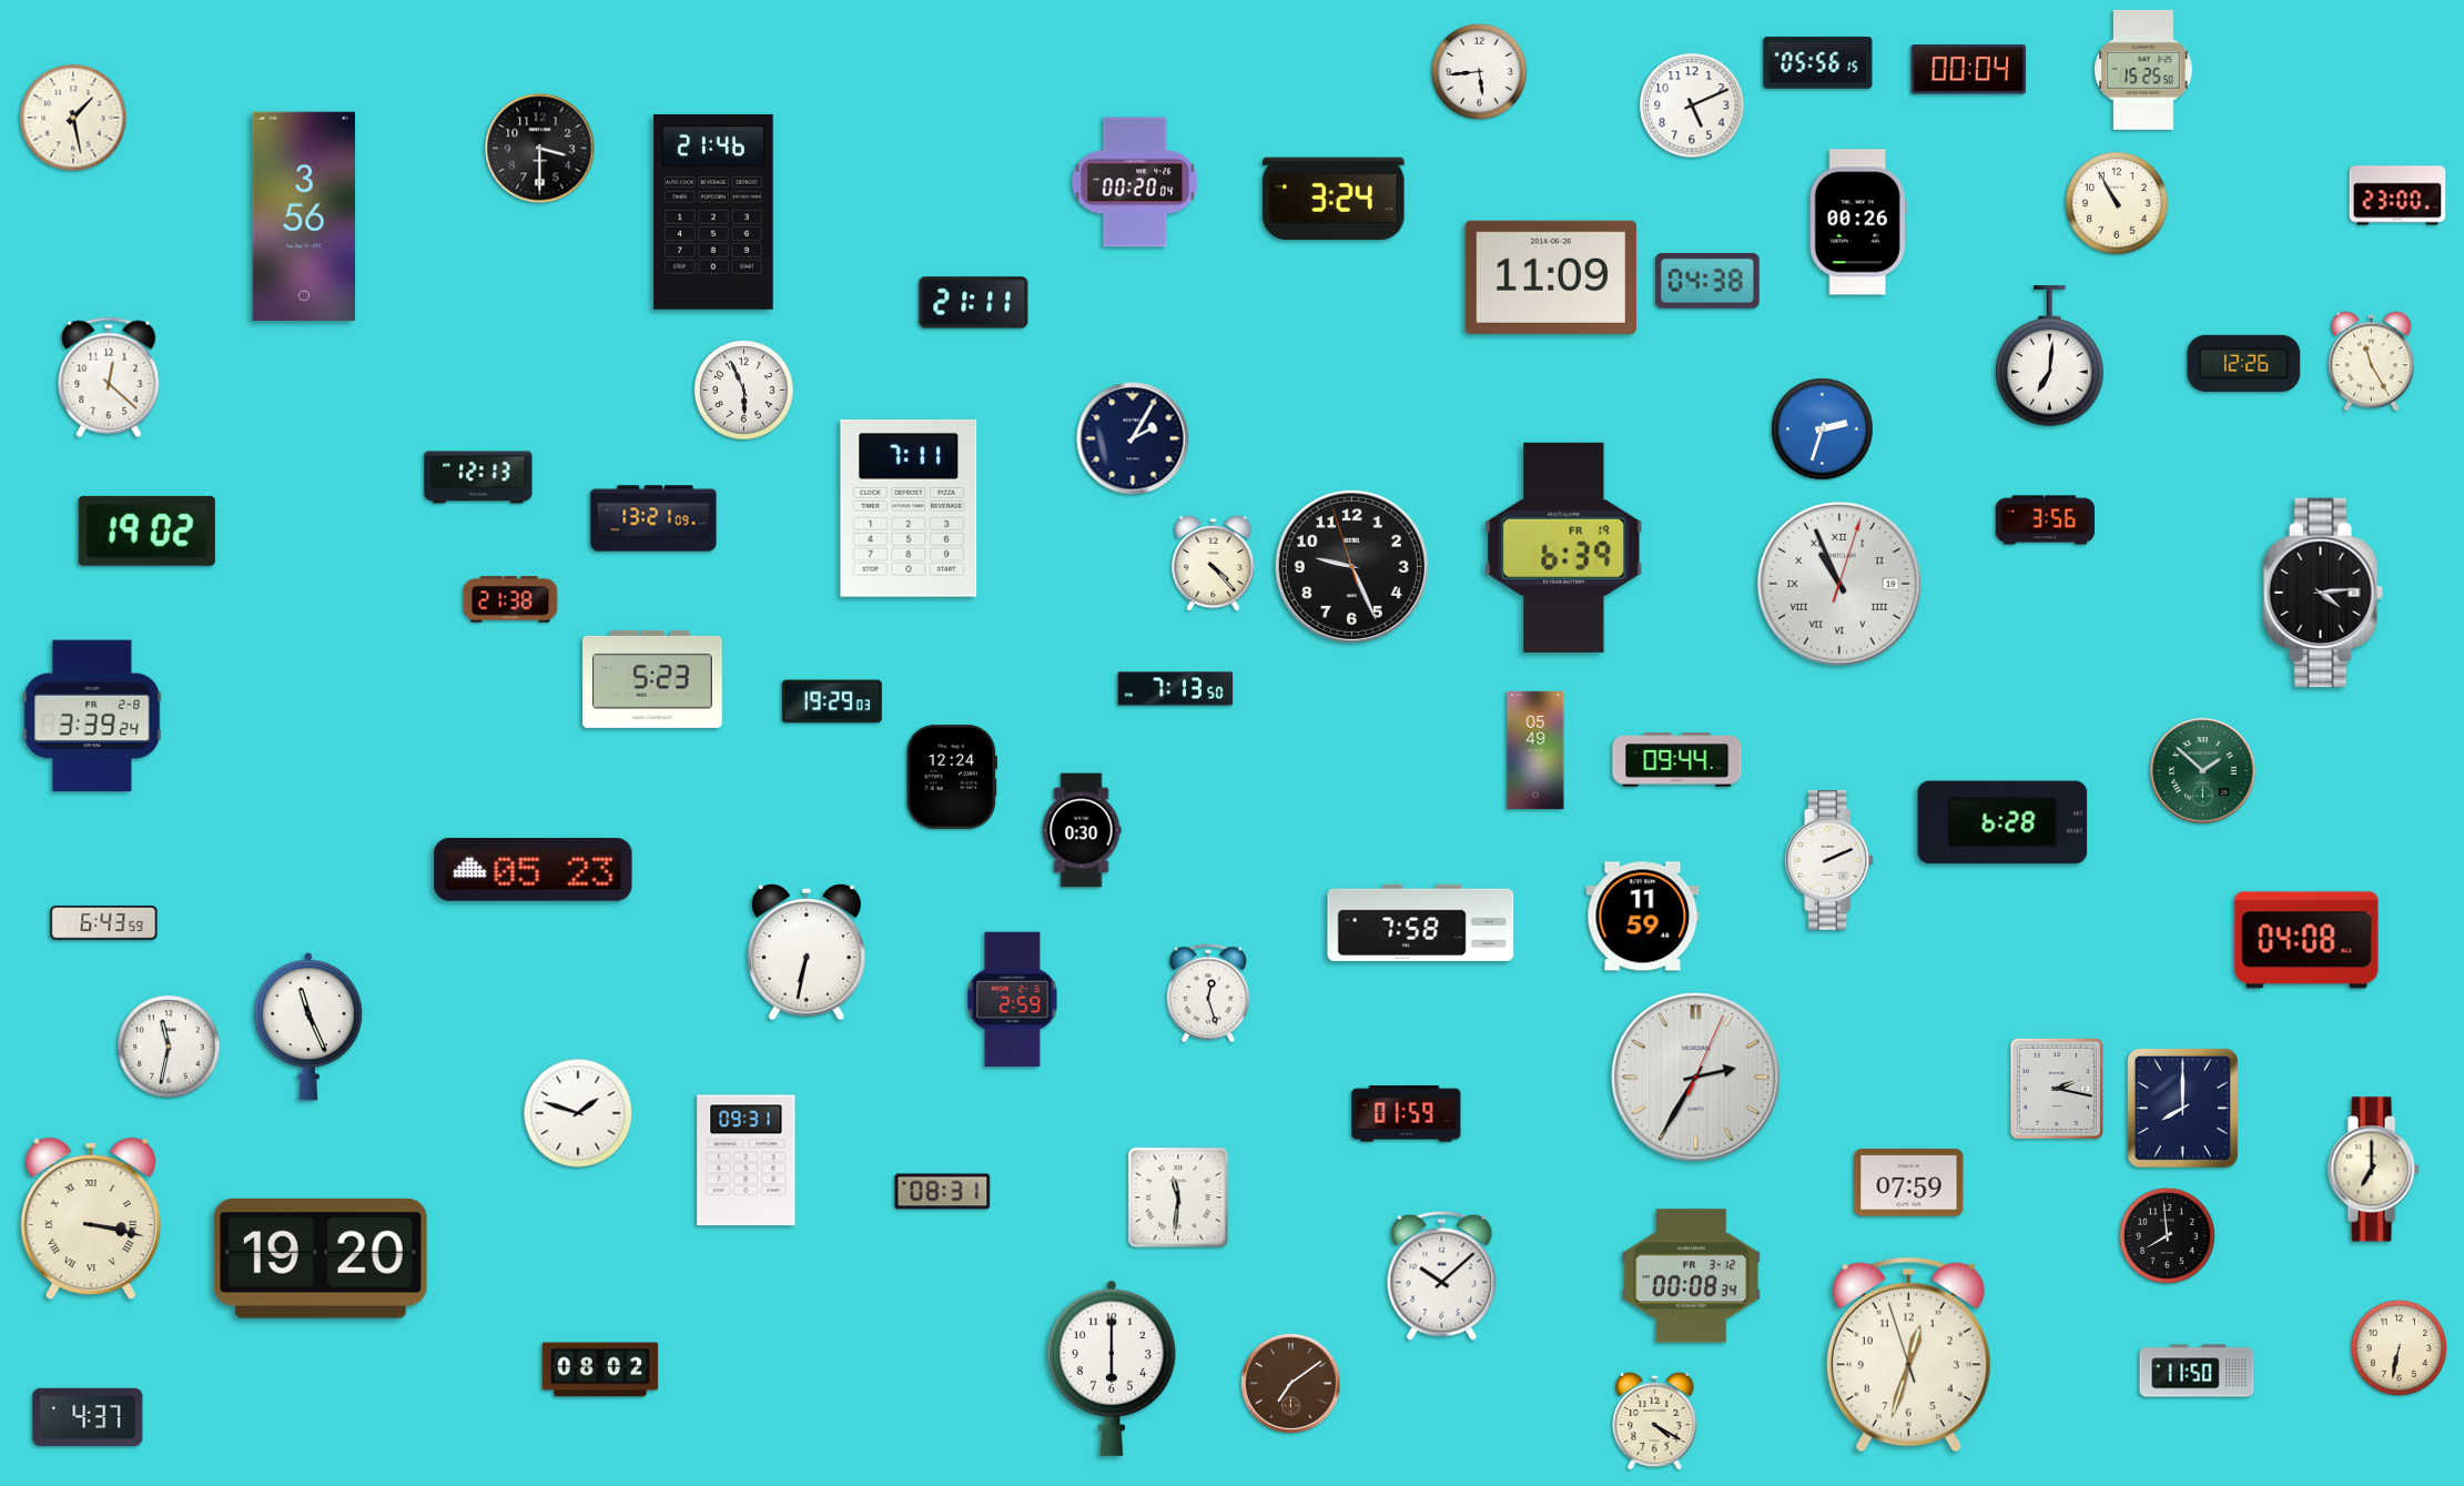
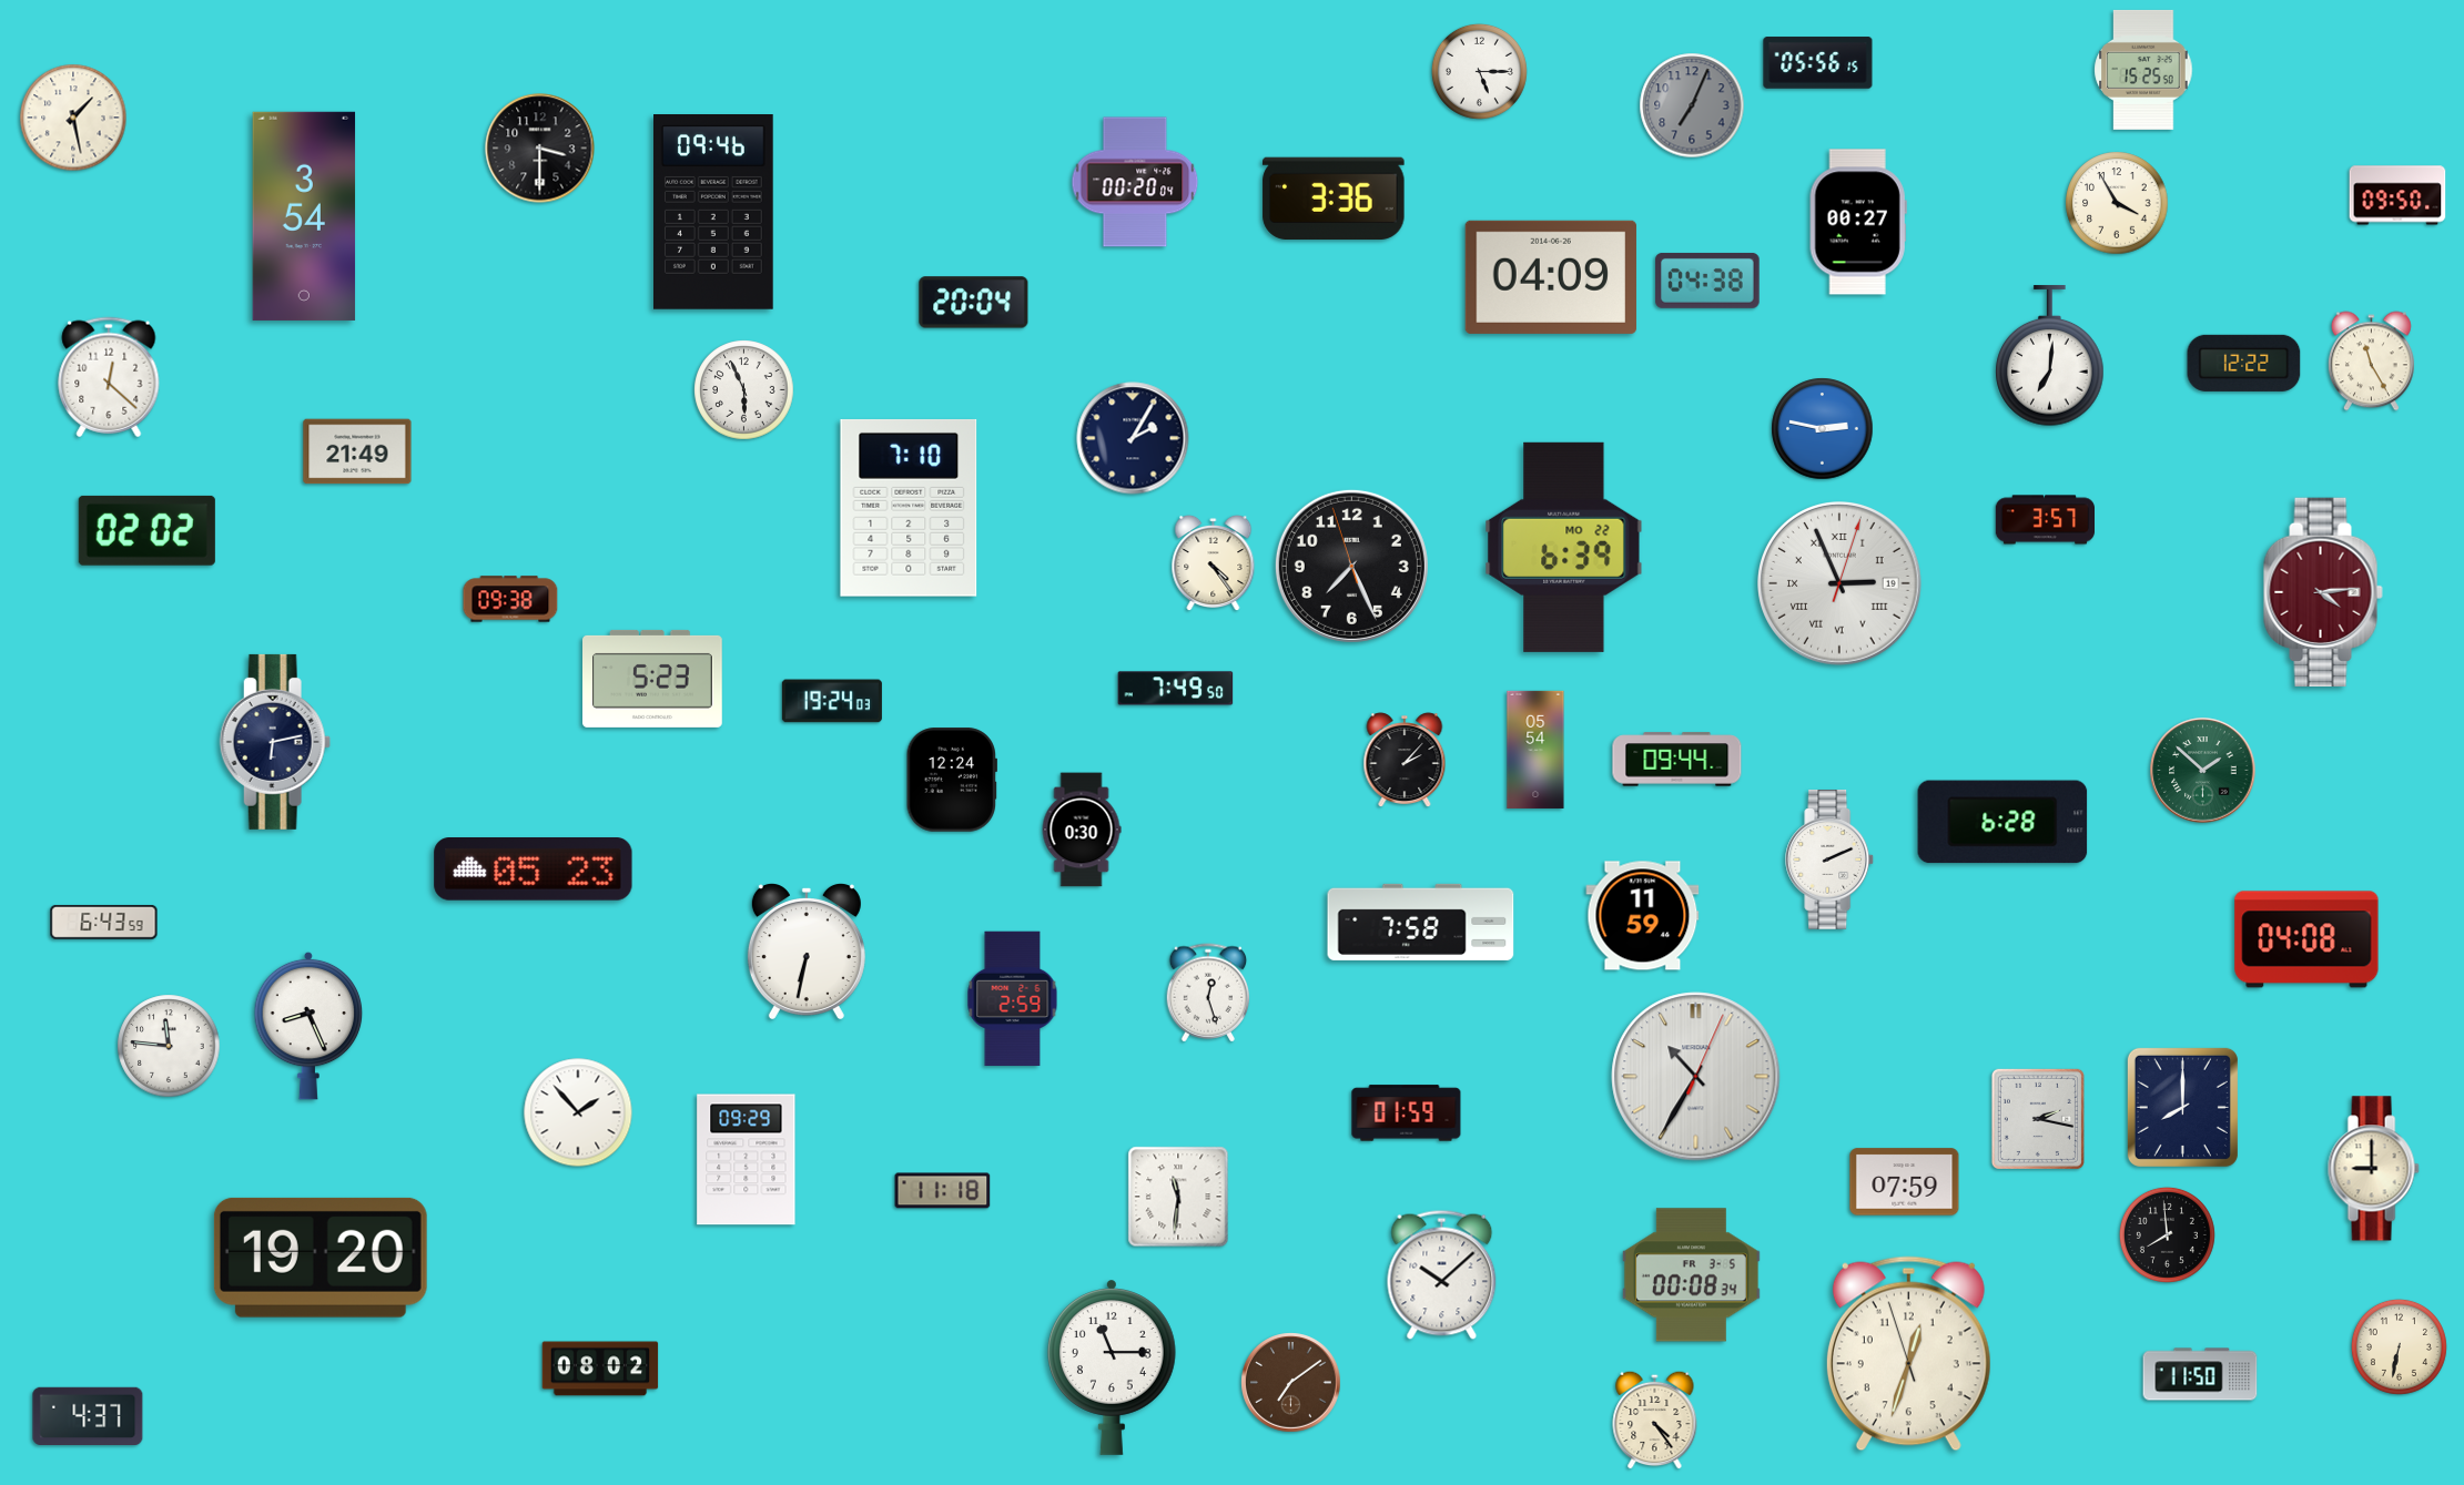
clock at (1969, 70): 00:04 -> none
clock at (1479, 71): 5:44 -> 5:15
clock at (1692, 105): 5:11 -> 7:04
clock at (1692, 105) dial: white -> grey
clock at (2397, 195): 23:00 -> 09:50
clock at (1334, 198): 3:24 -> 3:36
clock at (2117, 203): 10:55 -> 3:55
clock at (714, 213): 21:46 -> 09:46
clock at (304, 216): 3:56 -> 3:54
clock at (1858, 222): 00:26 -> 00:27
clock at (1551, 277): 11:09 -> 04:09
clock at (974, 303): 21:11 -> 20:04
clock at (2244, 363): 12:26 -> 12:22
clock at (1823, 429): 2:33 -> 2:47
clock at (357, 451): none -> 21:49
clock at (478, 477): 12:13 -> none
clock at (909, 508): 7:11 -> 7:10
clock at (653, 518): 13:21 -> none
clock at (2045, 520): 3:56 -> 3:57
clock at (146, 530): 19:02 -> 02:02
clock at (1564, 547) date: FR 19 -> MO 22
clock at (1214, 564): 4:23 -> 4:24
clock at (1351, 566): 9:25 -> 7:25
clock at (1839, 584): 10:56 -> 2:56
clock at (2323, 592) dial: black -> burgundy
clock at (510, 599): 21:38 -> 09:38
clock at (1176, 689): 7:13 -> 7:49
clock at (832, 701): 19:29 -> 19:24
clock at (92, 716): 3:39 -> none
clock at (275, 742): none -> 6:13
clock at (1535, 750): 05:49 -> 05:54
clock at (1405, 760): none -> 2:07
clock at (951, 777) position: (951, 777) -> (951, 780)
clock at (308, 1027): 11:26 -> 8:26
clock at (169, 1047): 11:32 -> 11:46
clock at (1696, 1078): 2:35 -> 10:35
clock at (2057, 1089) position: (2057, 1089) -> (2038, 1119)
clock at (578, 1113): 1:48 -> 1:53
clock at (747, 1161): 09:31 -> 09:29
clock at (2373, 1170): 7:00 -> 9:00
clock at (1909, 1183) position: (1909, 1183) -> (1905, 1182)
clock at (943, 1192): 08:31 -> 11:18
clock at (91, 1219): 3:17 -> none
clock at (1691, 1276) date: FR 3-12 -> FR 3-5
clock at (1112, 1368): 6:00 -> 11:15
clock at (2197, 1371) position: (2197, 1371) -> (2200, 1374)
clock at (1655, 1421): 4:20 -> 4:24
